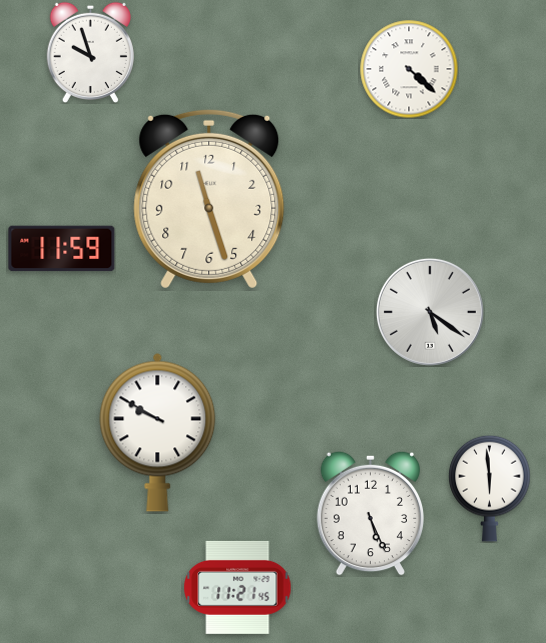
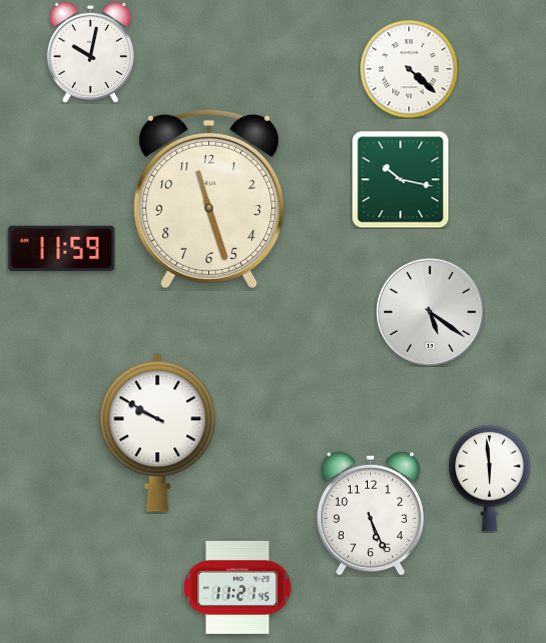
clock at (90, 52): 9:57 -> 10:02
clock at (400, 179): none -> 10:17
clock at (490, 488) position: (490, 488) -> (490, 478)
